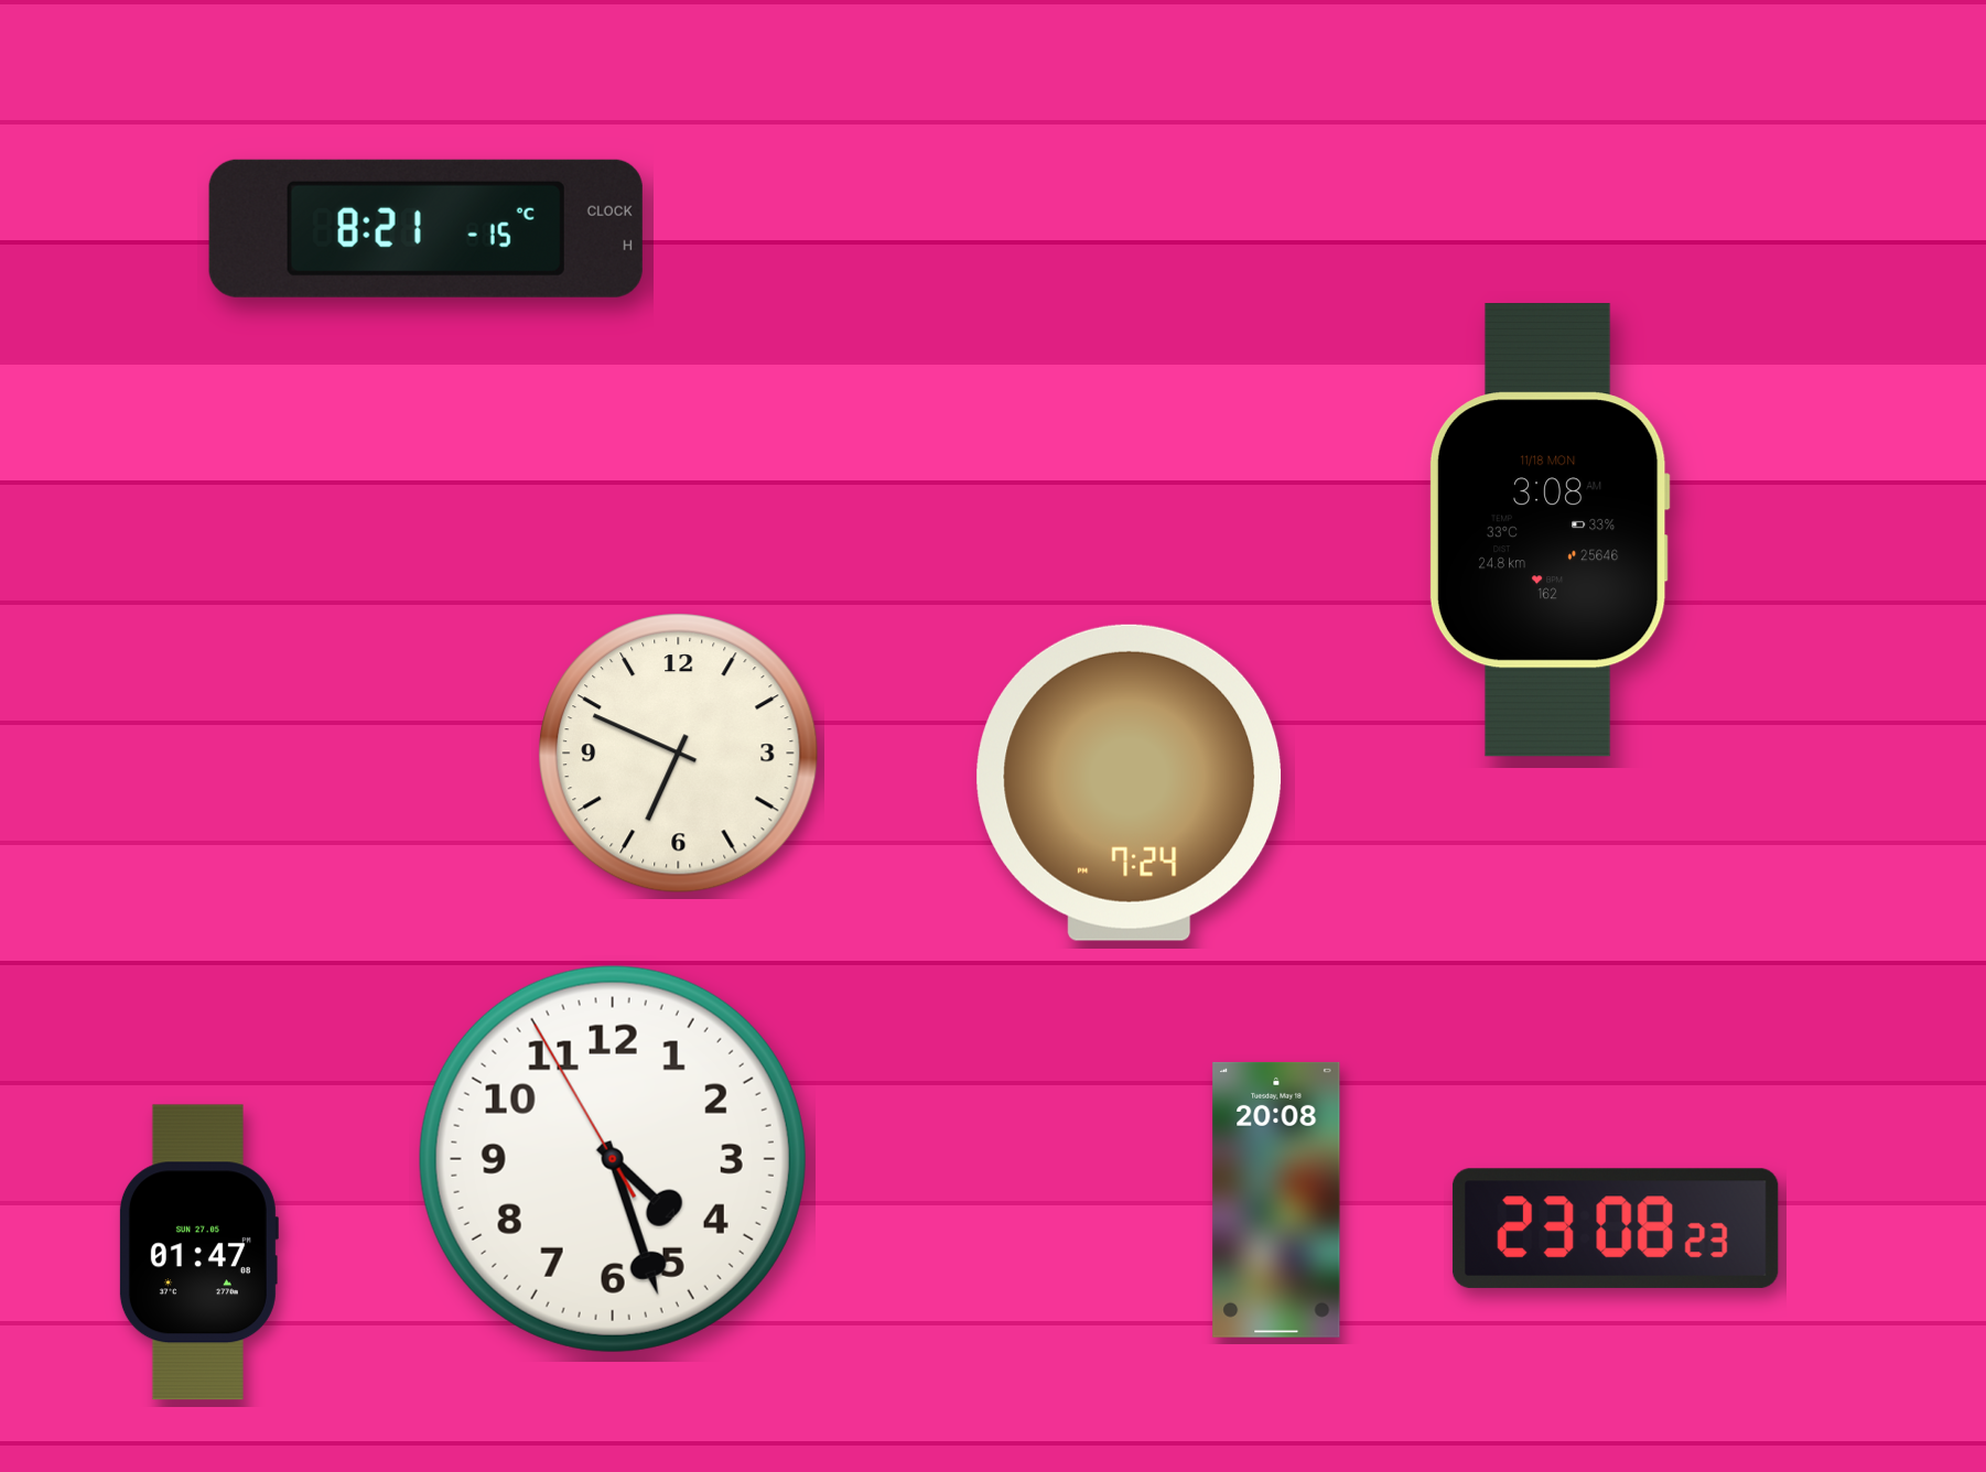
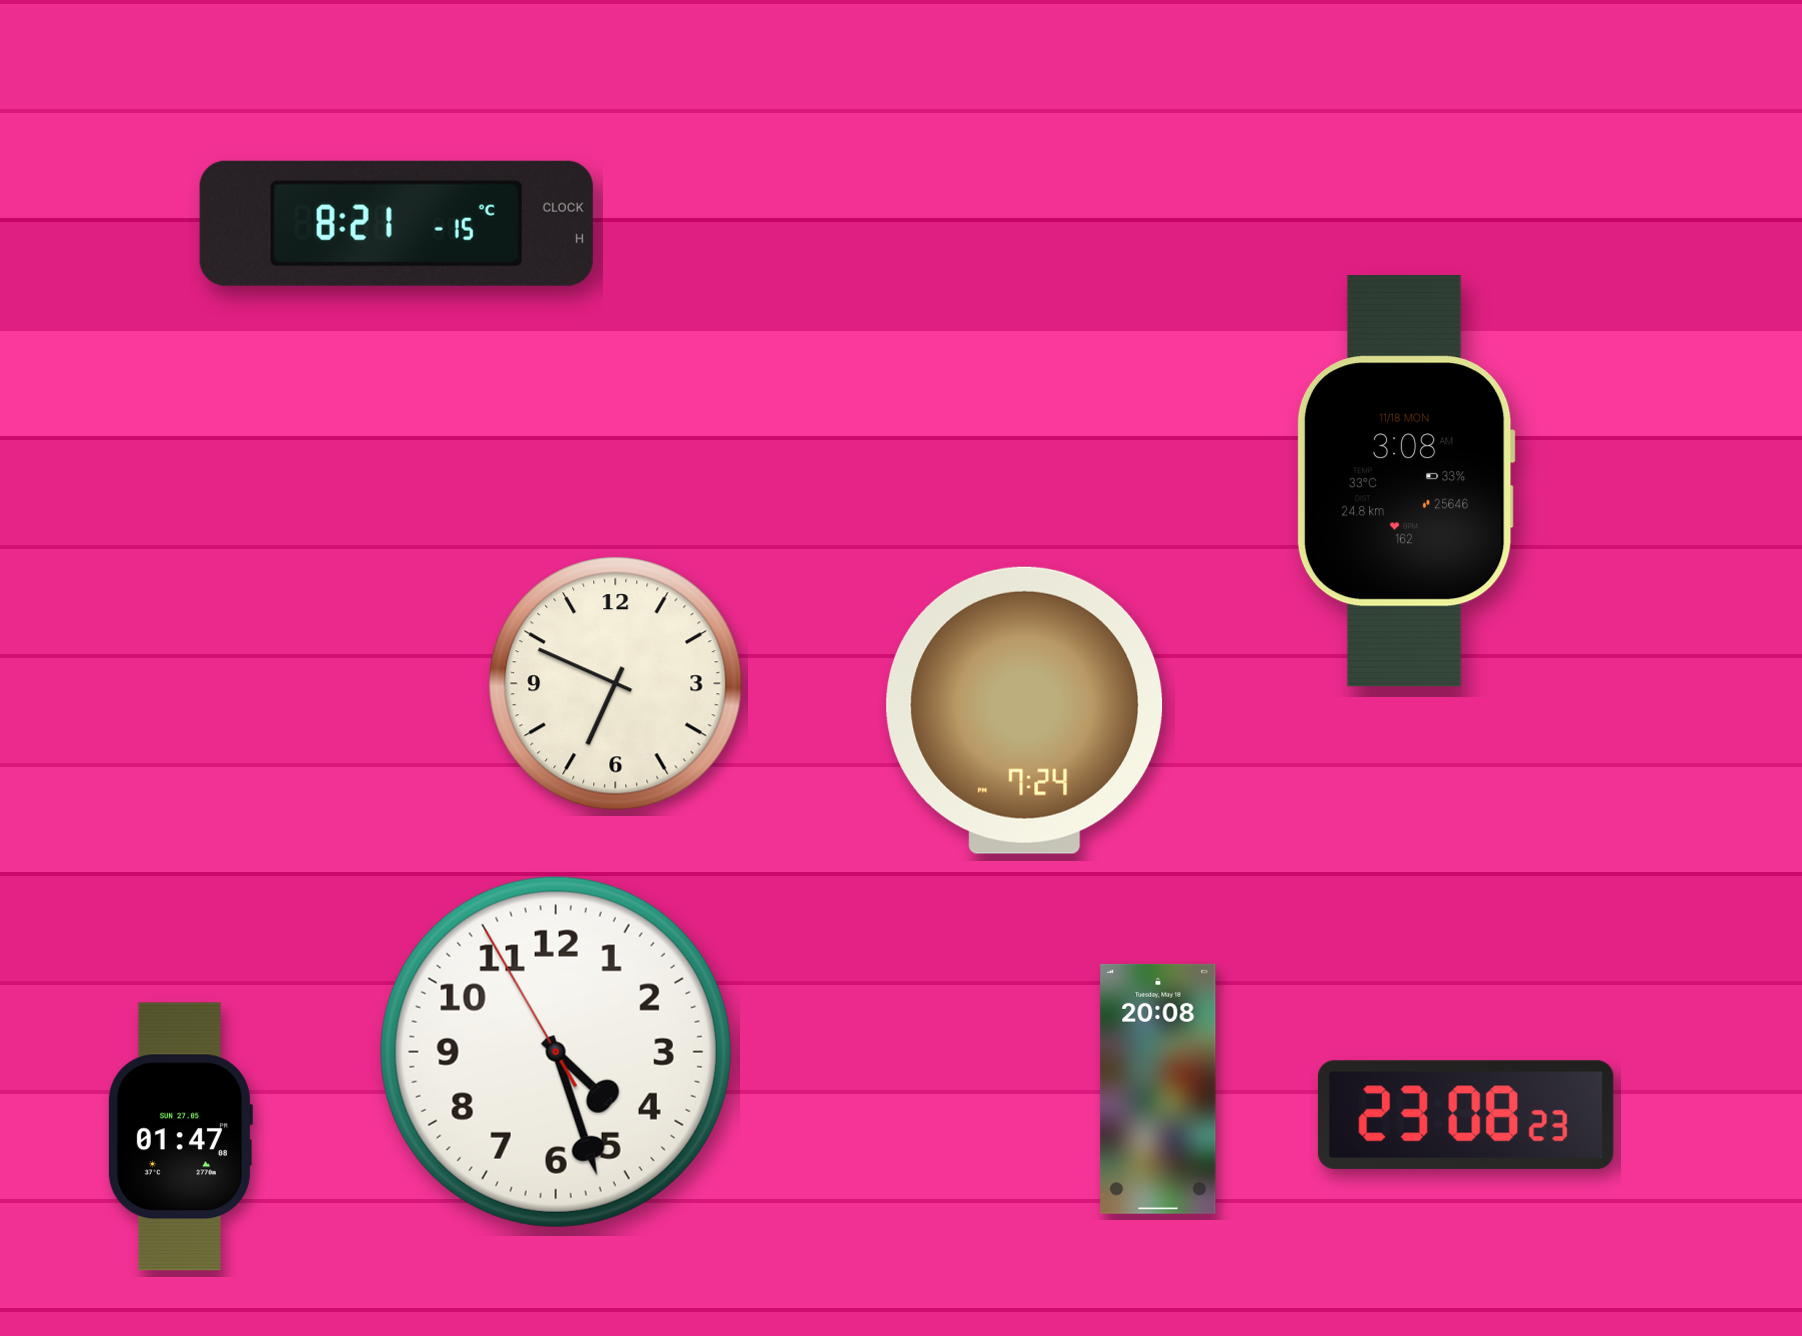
clock at (425, 228) position: (425, 228) -> (396, 223)
